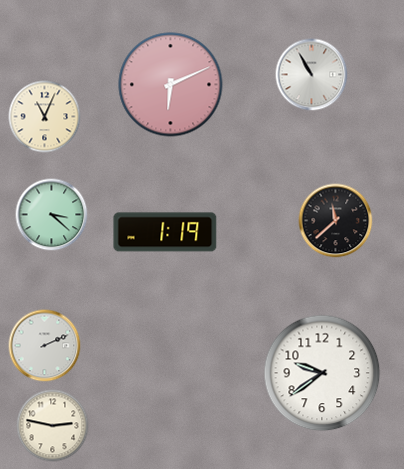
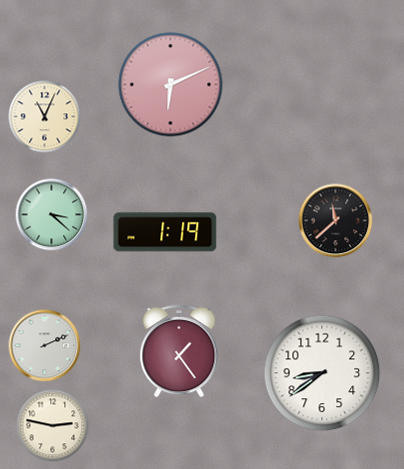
clock at (312, 75): 10:55 -> none
clock at (179, 351): none -> 1:24
clock at (322, 373): 9:39 -> 8:39
